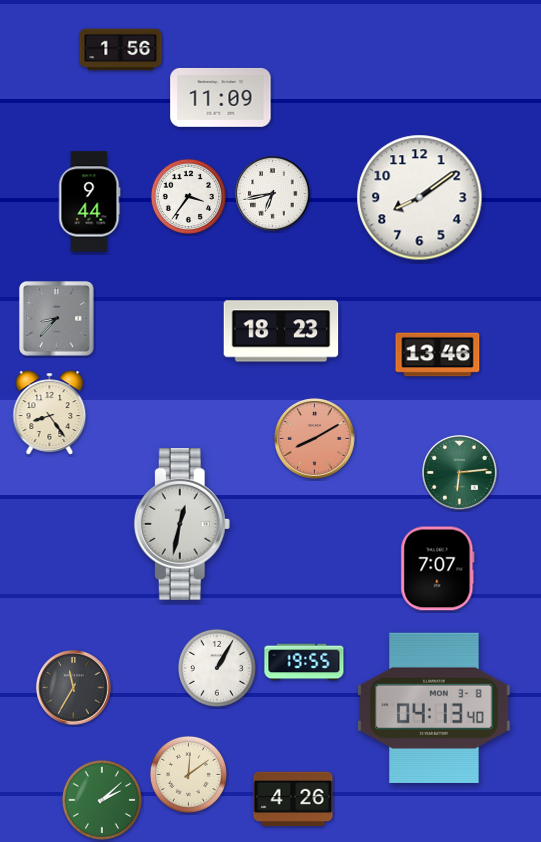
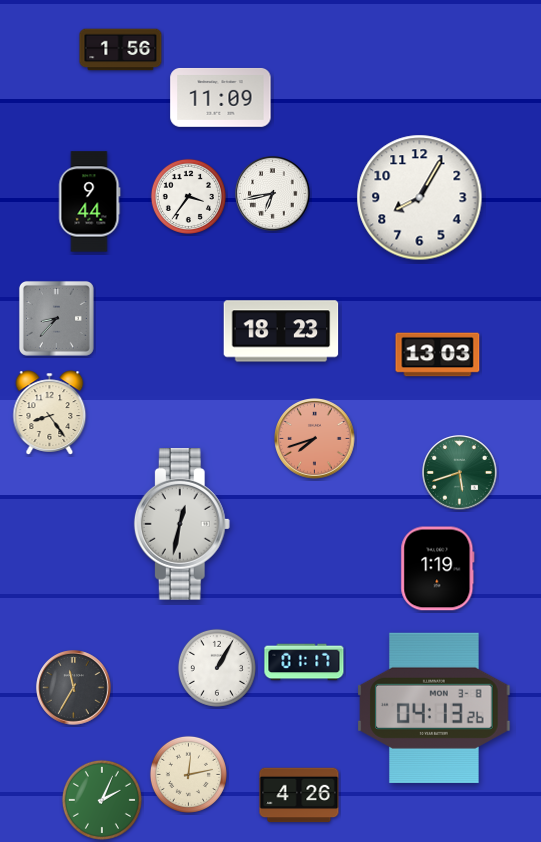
clock at (420, 198): 8:09 -> 8:05
clock at (438, 355): 13:46 -> 13:03
clock at (315, 439): 8:10 -> 7:42
clock at (460, 473): 6:14 -> 5:42
clock at (438, 569): 7:07 -> 1:19
clock at (304, 662): 19:55 -> 01:17
clock at (434, 708): 04:13:40 -> 04:13:26
clock at (188, 774): 12:09 -> 12:13
clock at (293, 799) position: (293, 799) -> (299, 795)
clock at (102, 800): 2:08 -> 2:04
